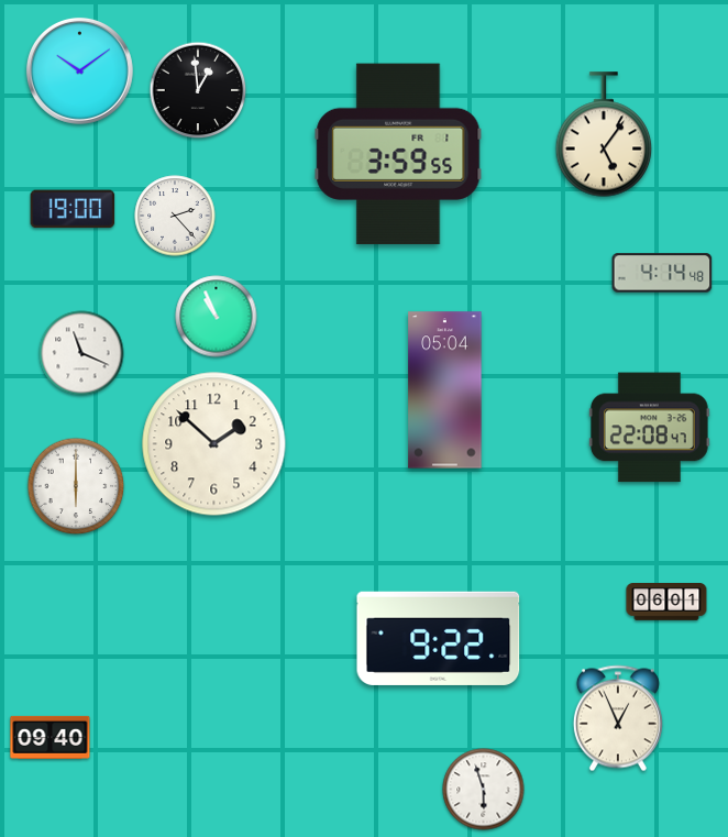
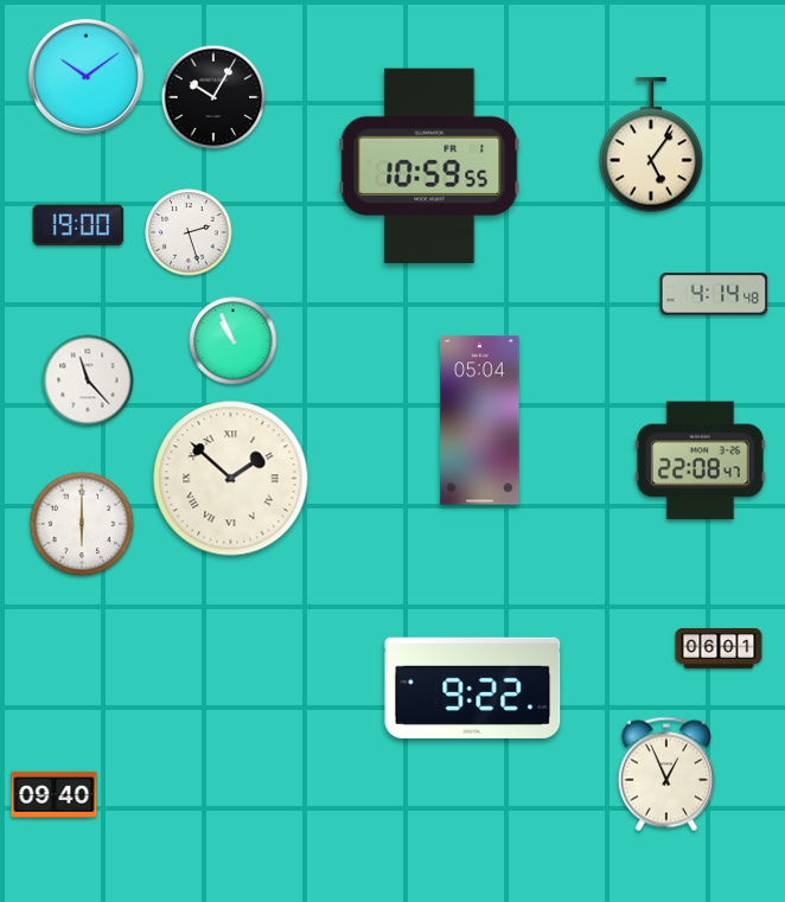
clock at (198, 90): 12:59 -> 10:05
clock at (398, 154): 3:59 -> 10:59
clock at (175, 216): 2:23 -> 2:27
clock at (81, 353): 11:19 -> 11:23
clock at (214, 444) numerals: Arabic -> Roman
clock at (484, 790): 5:57 -> none
